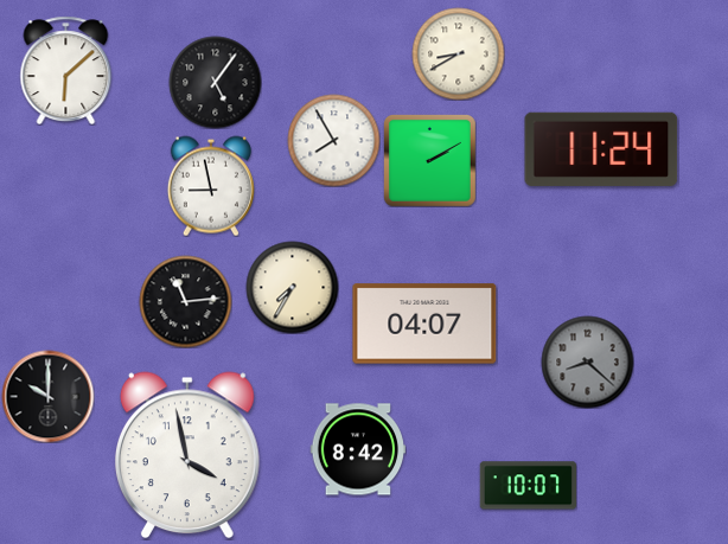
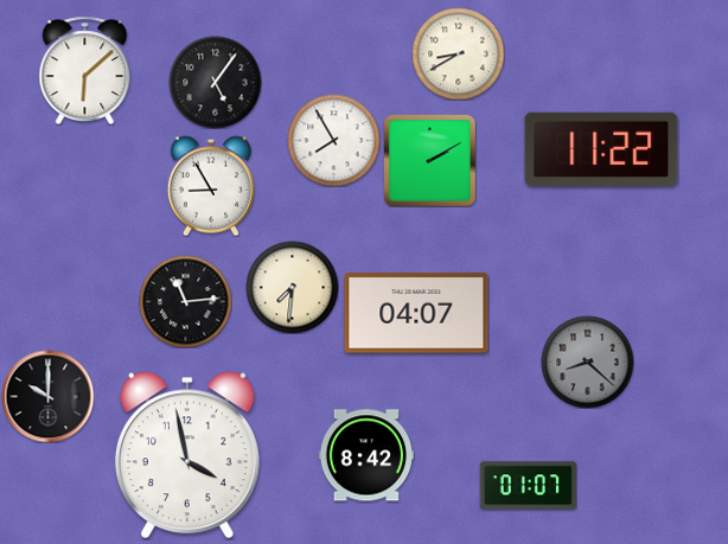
clock at (66, 70) position: (66, 70) -> (85, 70)
clock at (601, 149): 11:24 -> 11:22
clock at (211, 186): 8:58 -> 8:55
clock at (292, 287): 7:35 -> 7:31
clock at (424, 324) position: (424, 324) -> (416, 313)
clock at (358, 449) position: (358, 449) -> (366, 455)
clock at (528, 486): 10:07 -> 01:07
